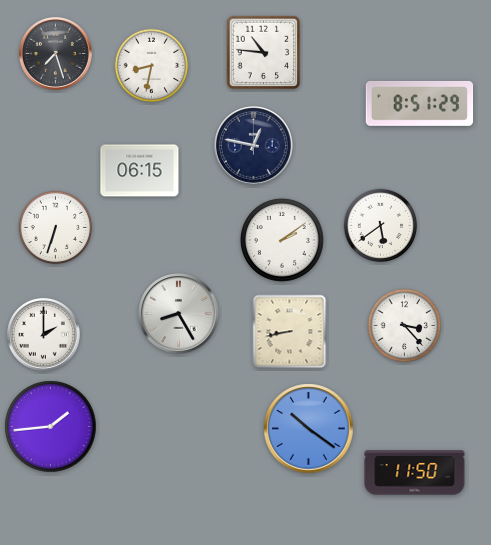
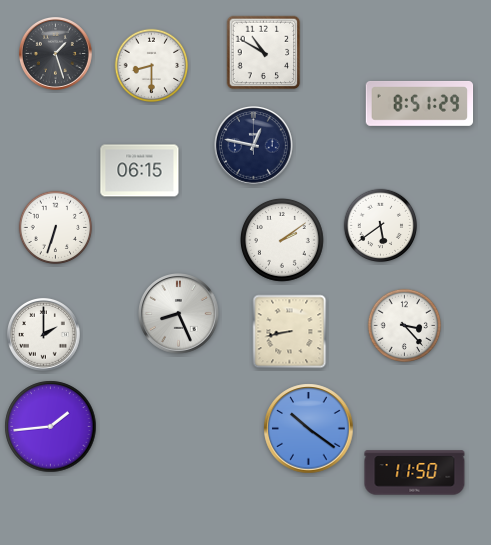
clock at (55, 53): 7:27 -> 1:27
clock at (264, 53): 10:46 -> 10:50
clock at (152, 66): 8:32 -> 8:30
clock at (179, 314): 8:25 -> 8:26
